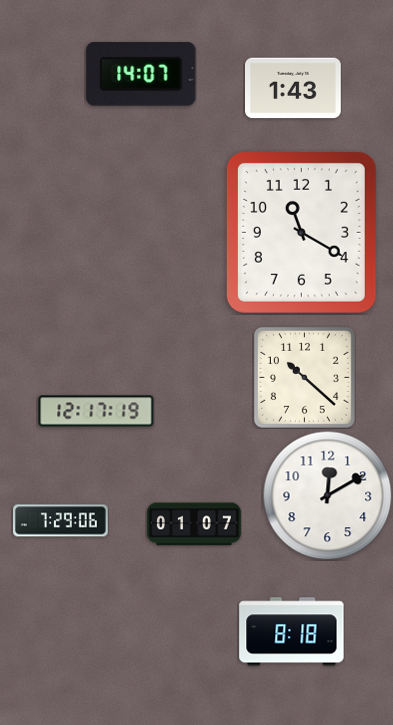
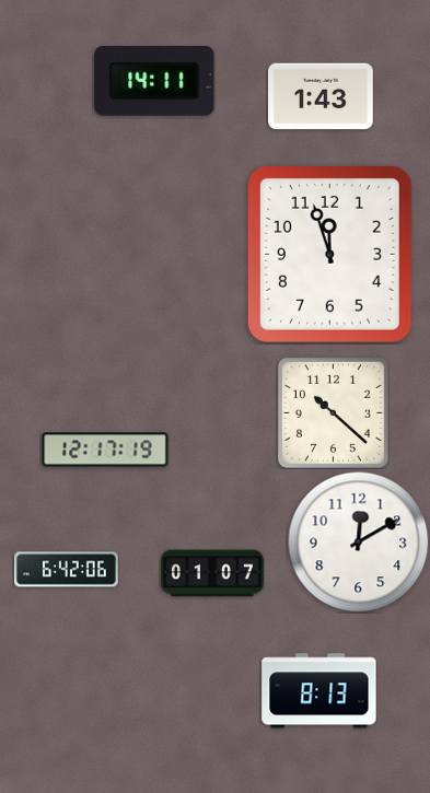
clock at (141, 75): 14:07 -> 14:11
clock at (301, 232): 11:20 -> 11:57
clock at (61, 521): 7:29 -> 6:42
clock at (292, 632): 8:18 -> 8:13
